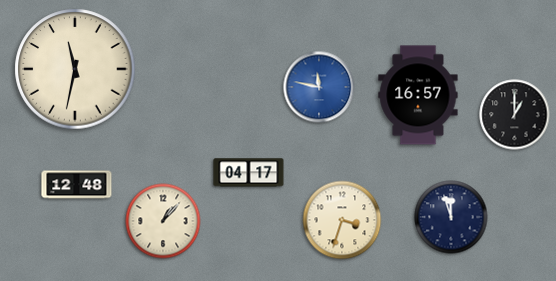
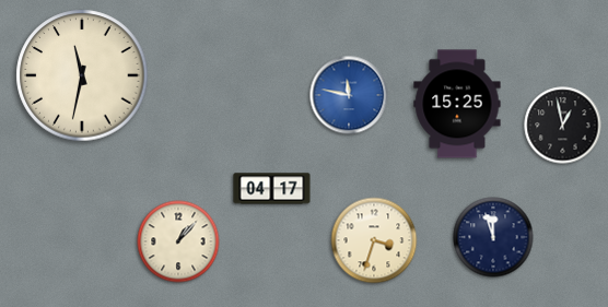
clock at (418, 95): 16:57 -> 15:25
clock at (515, 115): 1:00 -> 12:58
clock at (77, 185): 12:48 -> none
